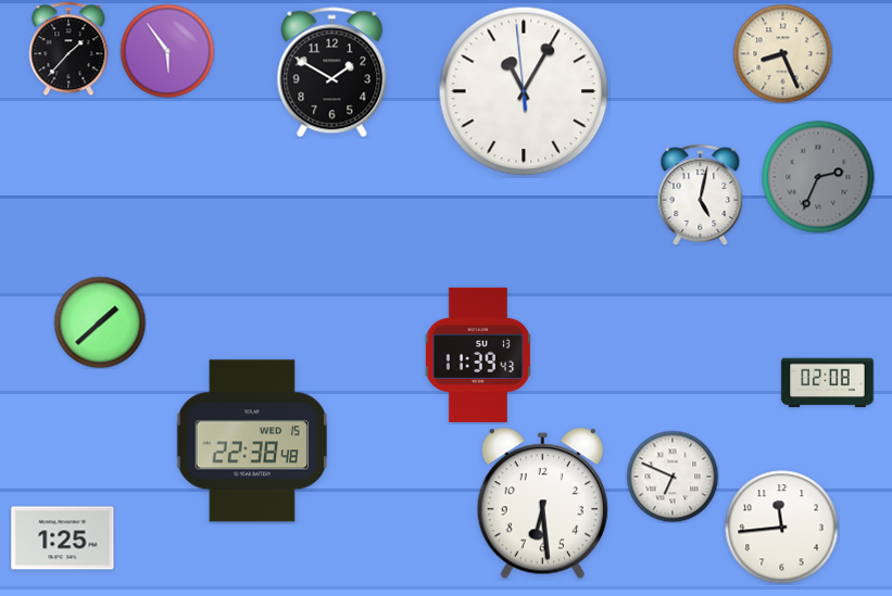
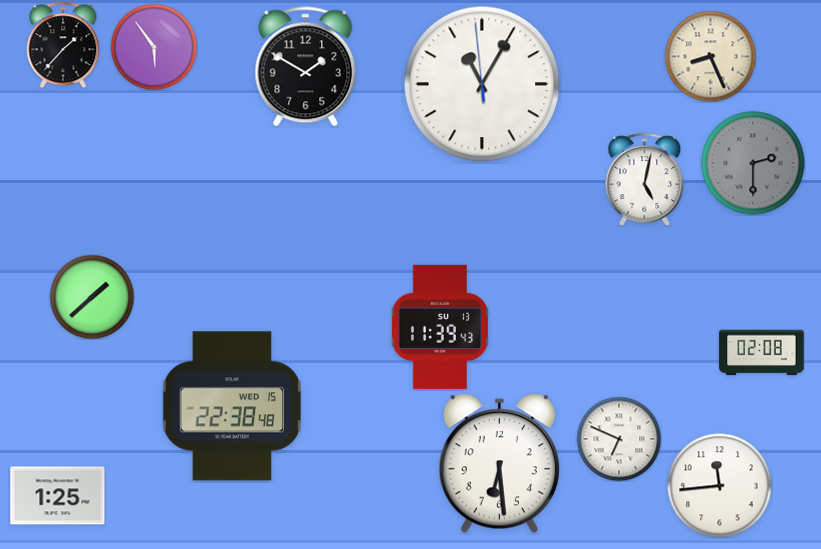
clock at (782, 53) position: (782, 53) -> (710, 56)
clock at (818, 177): 2:34 -> 2:30
